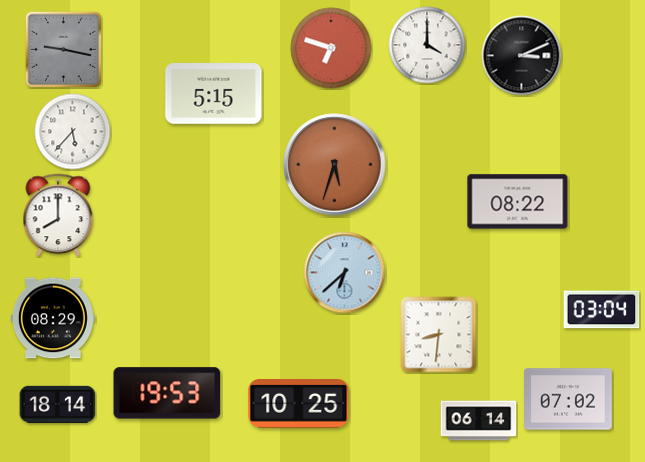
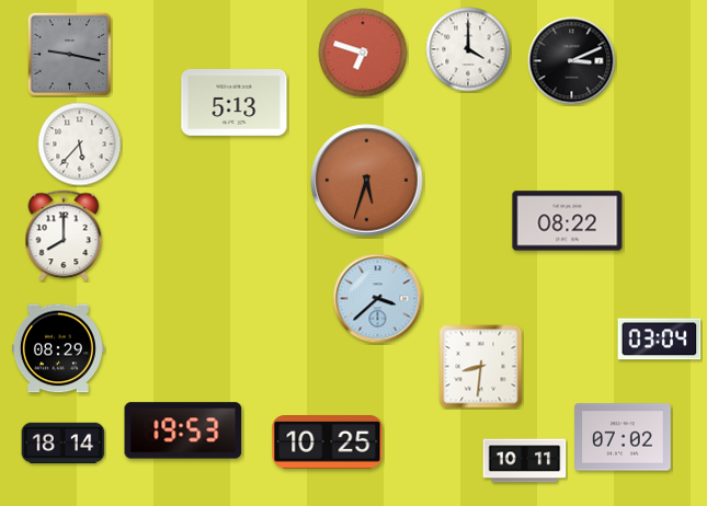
clock at (214, 94): 5:15 -> 5:13
clock at (345, 273): 6:38 -> 3:38
clock at (479, 421): 06:14 -> 10:11
